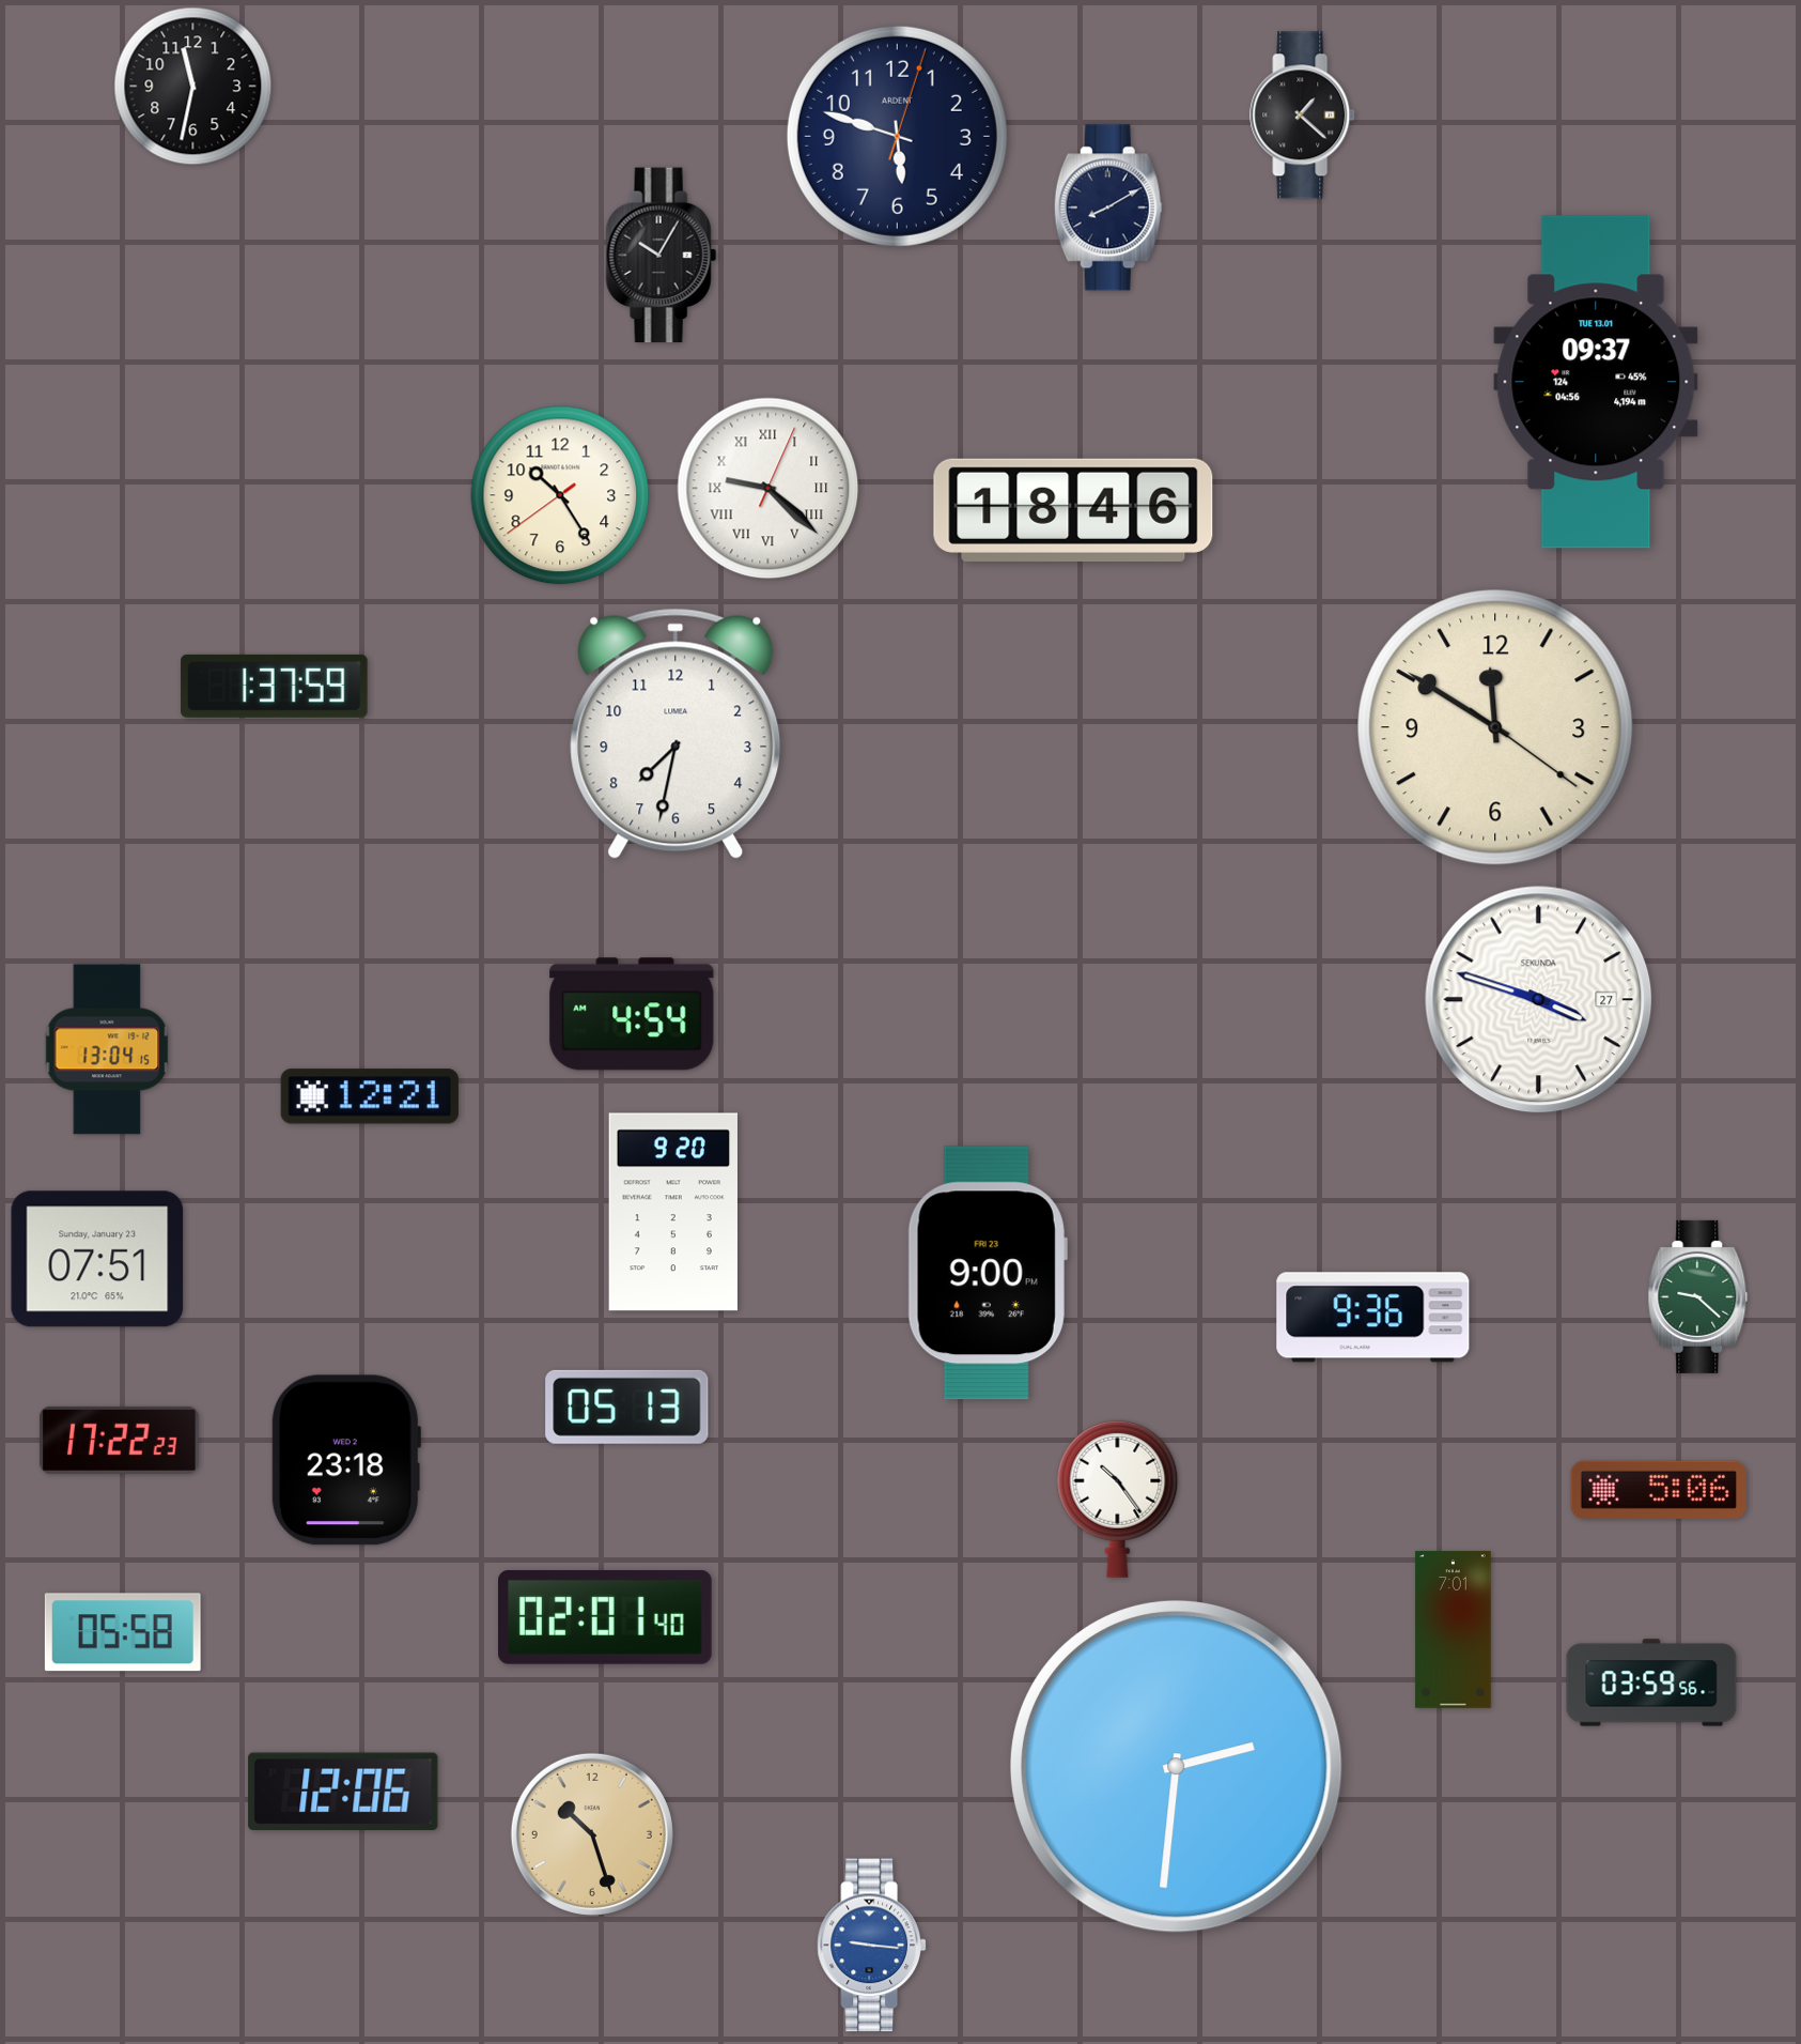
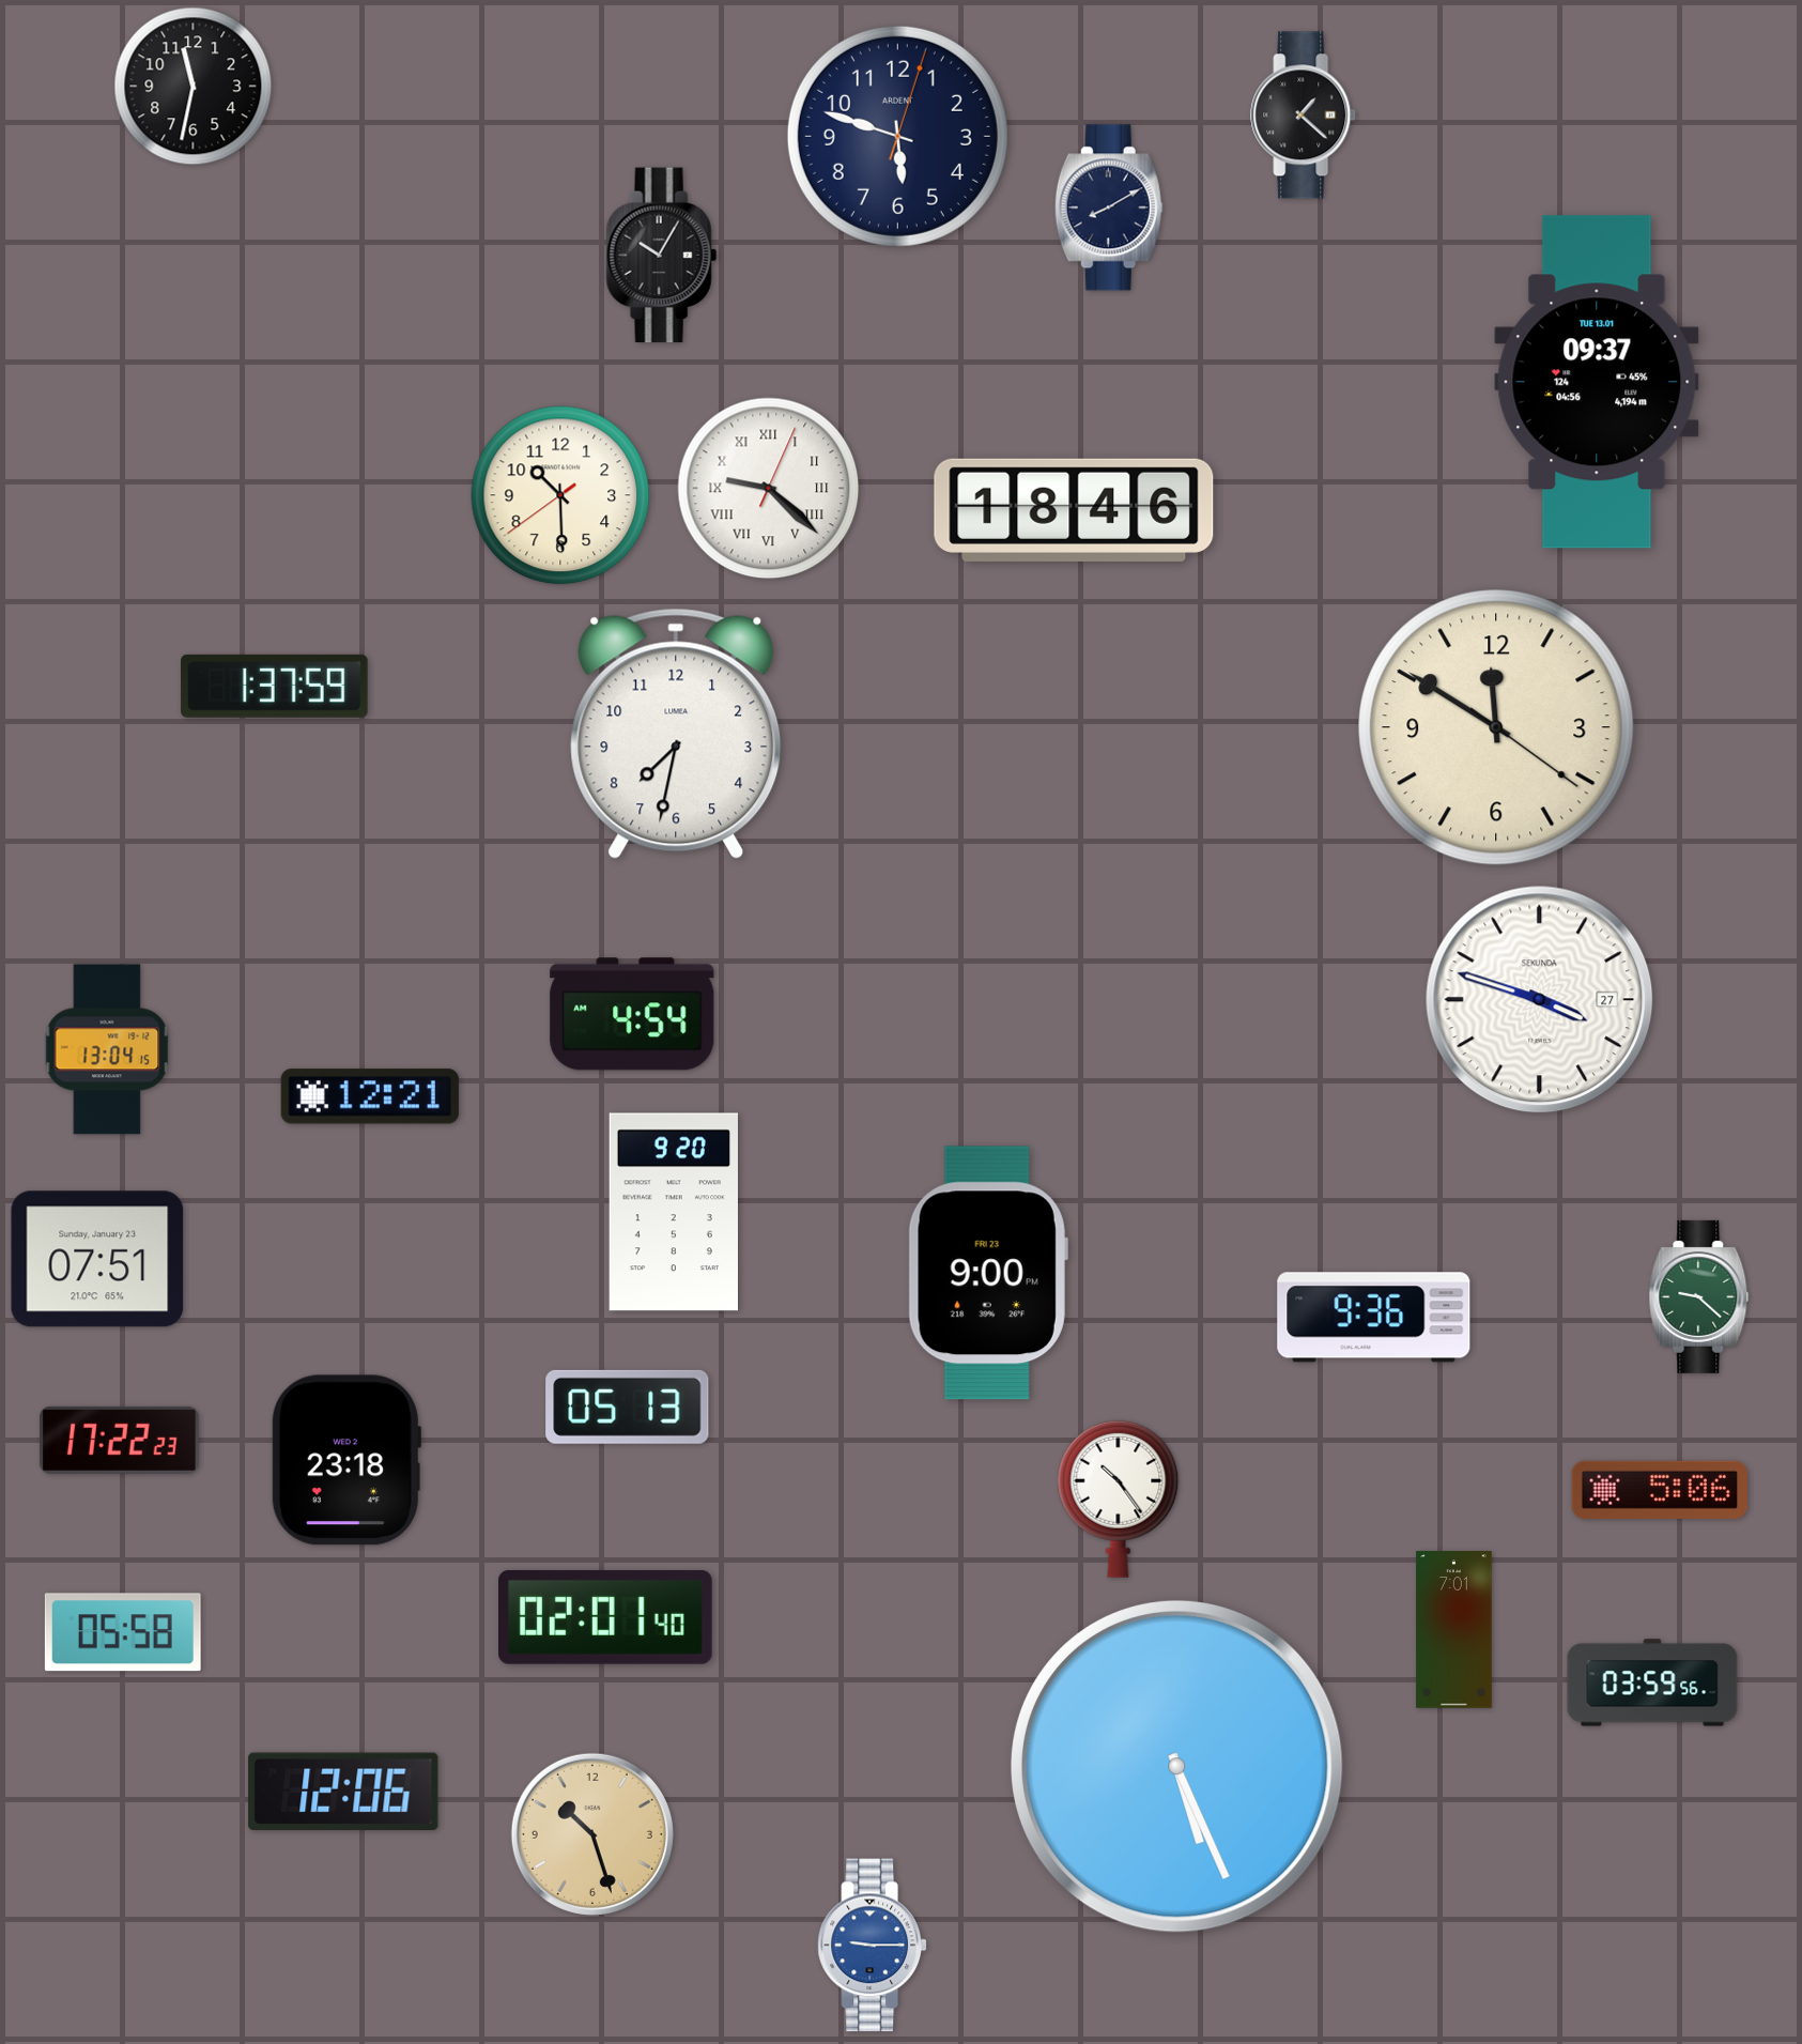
clock at (560, 495): 10:24 -> 10:29
clock at (1176, 1766): 2:31 -> 5:26
clock at (871, 1946): 9:16 -> 9:15
